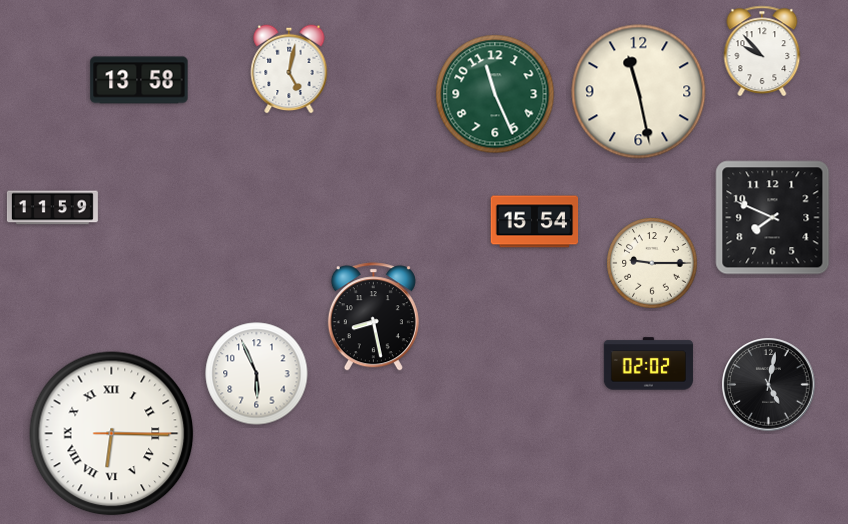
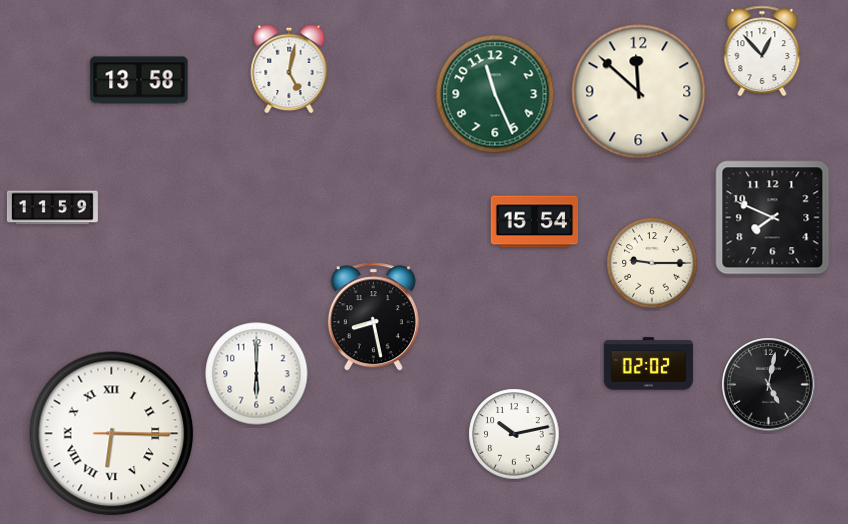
clock at (762, 50): 9:53 -> 12:53
clock at (639, 92): 11:28 -> 11:52
clock at (257, 374): 5:56 -> 6:00
clock at (514, 434): none -> 10:13
